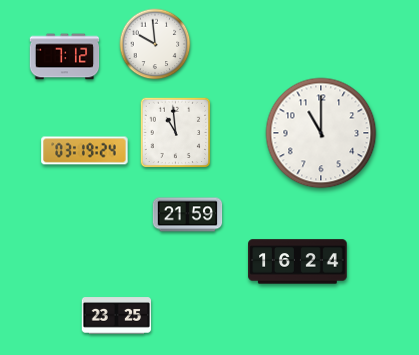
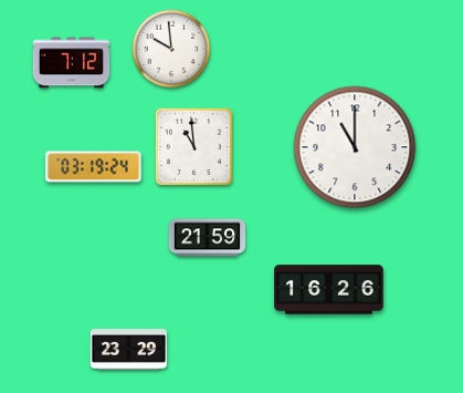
clock at (298, 262): 16:24 -> 16:26
clock at (117, 316): 23:25 -> 23:29
